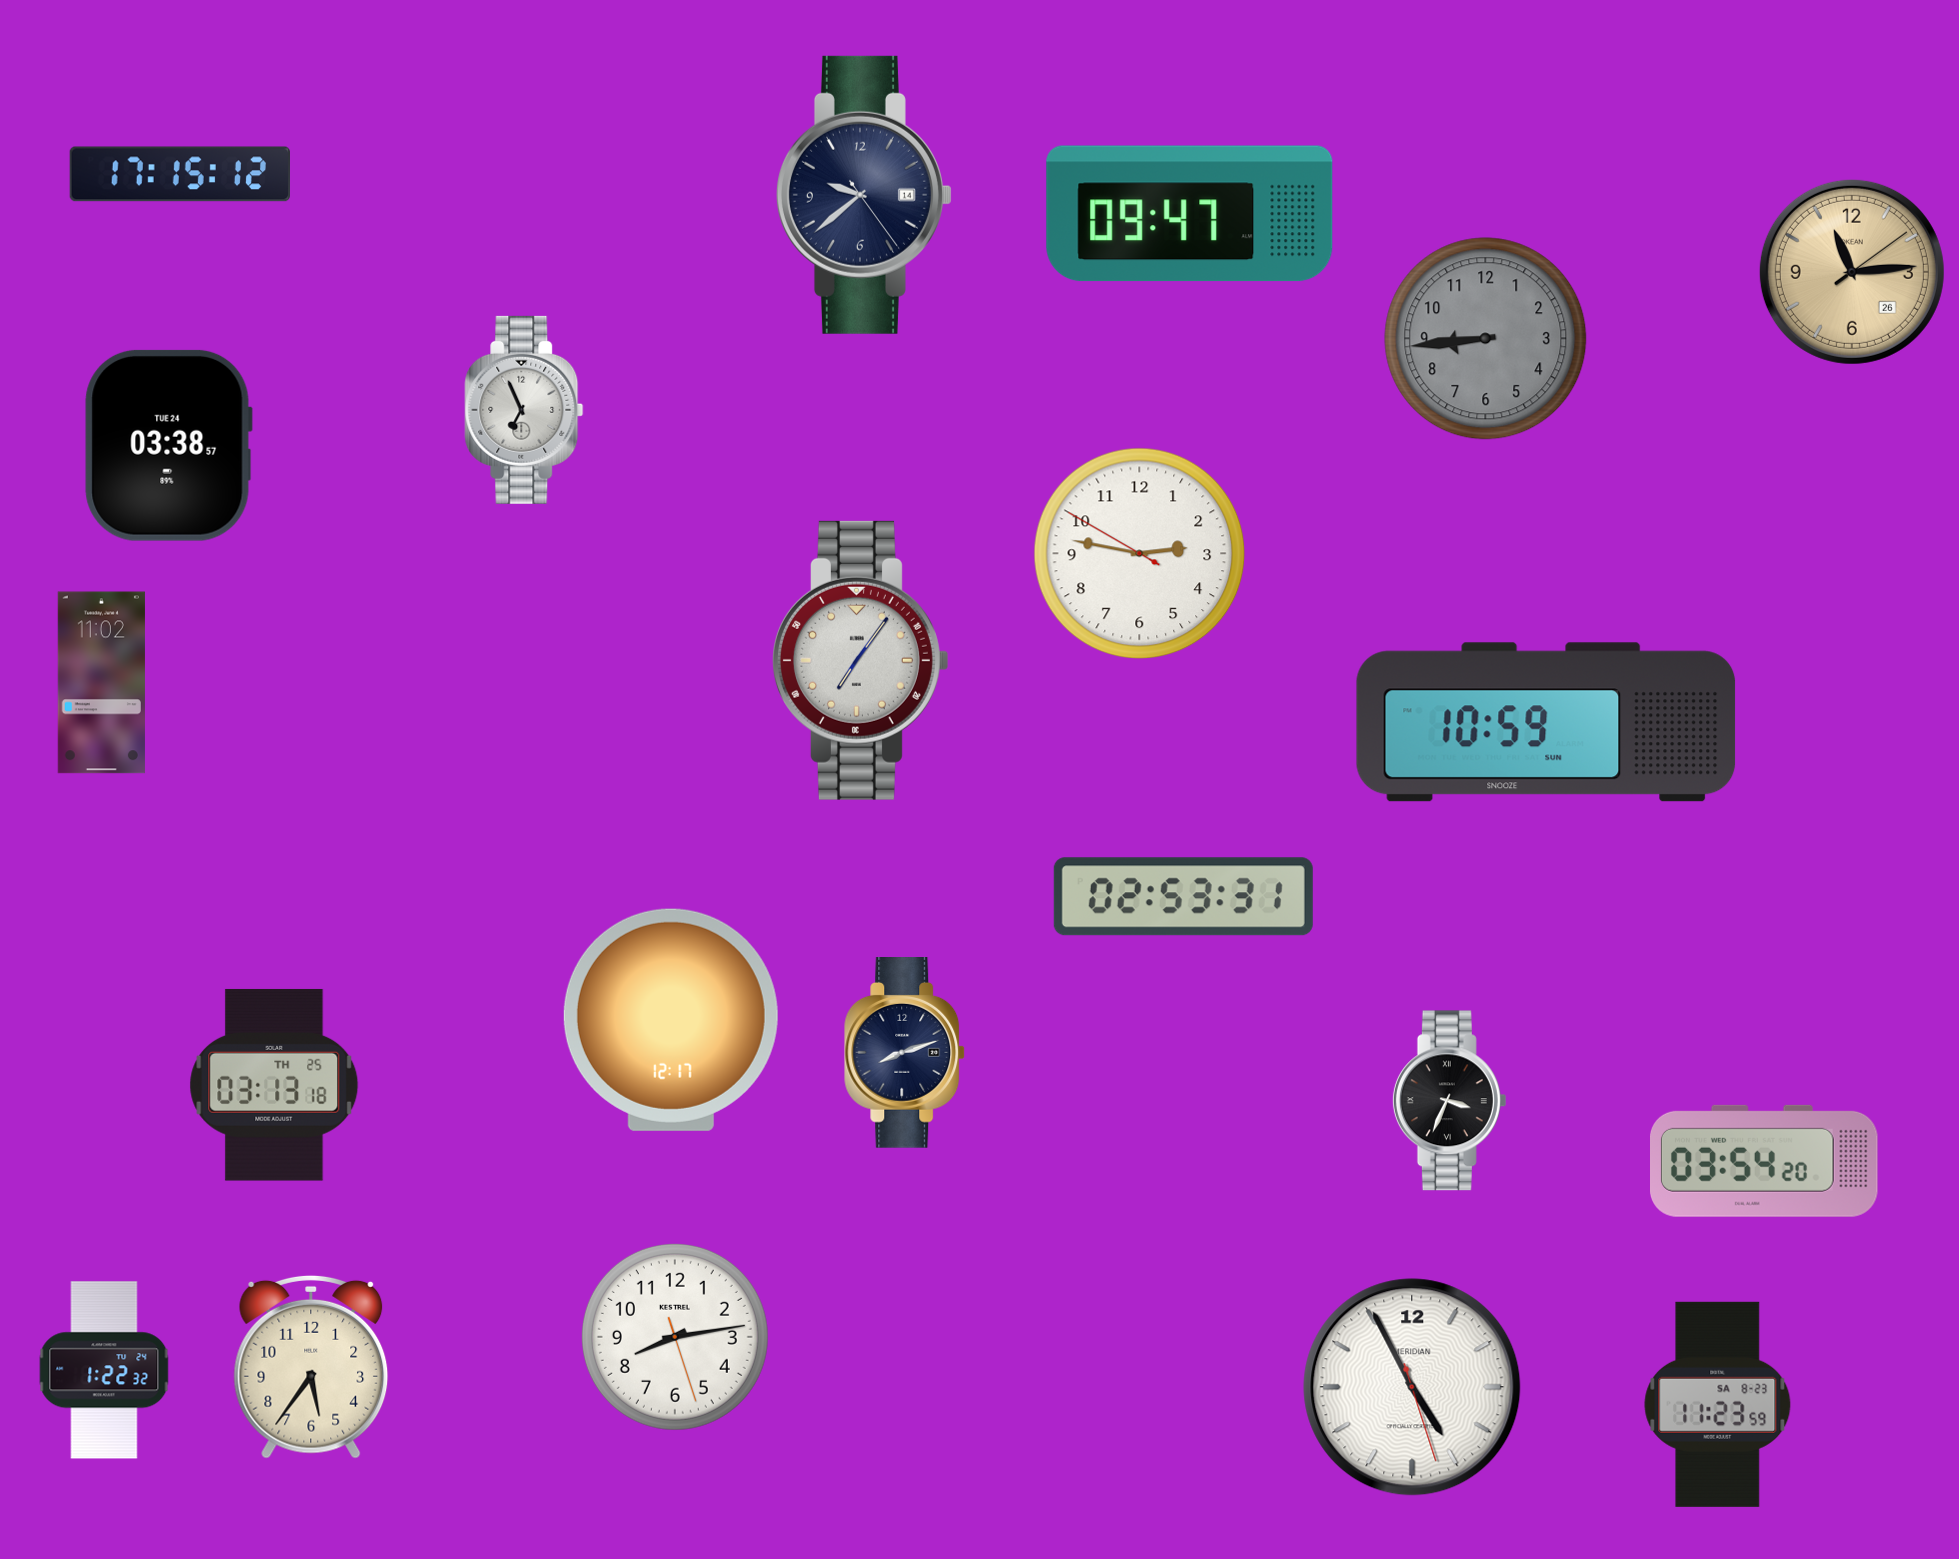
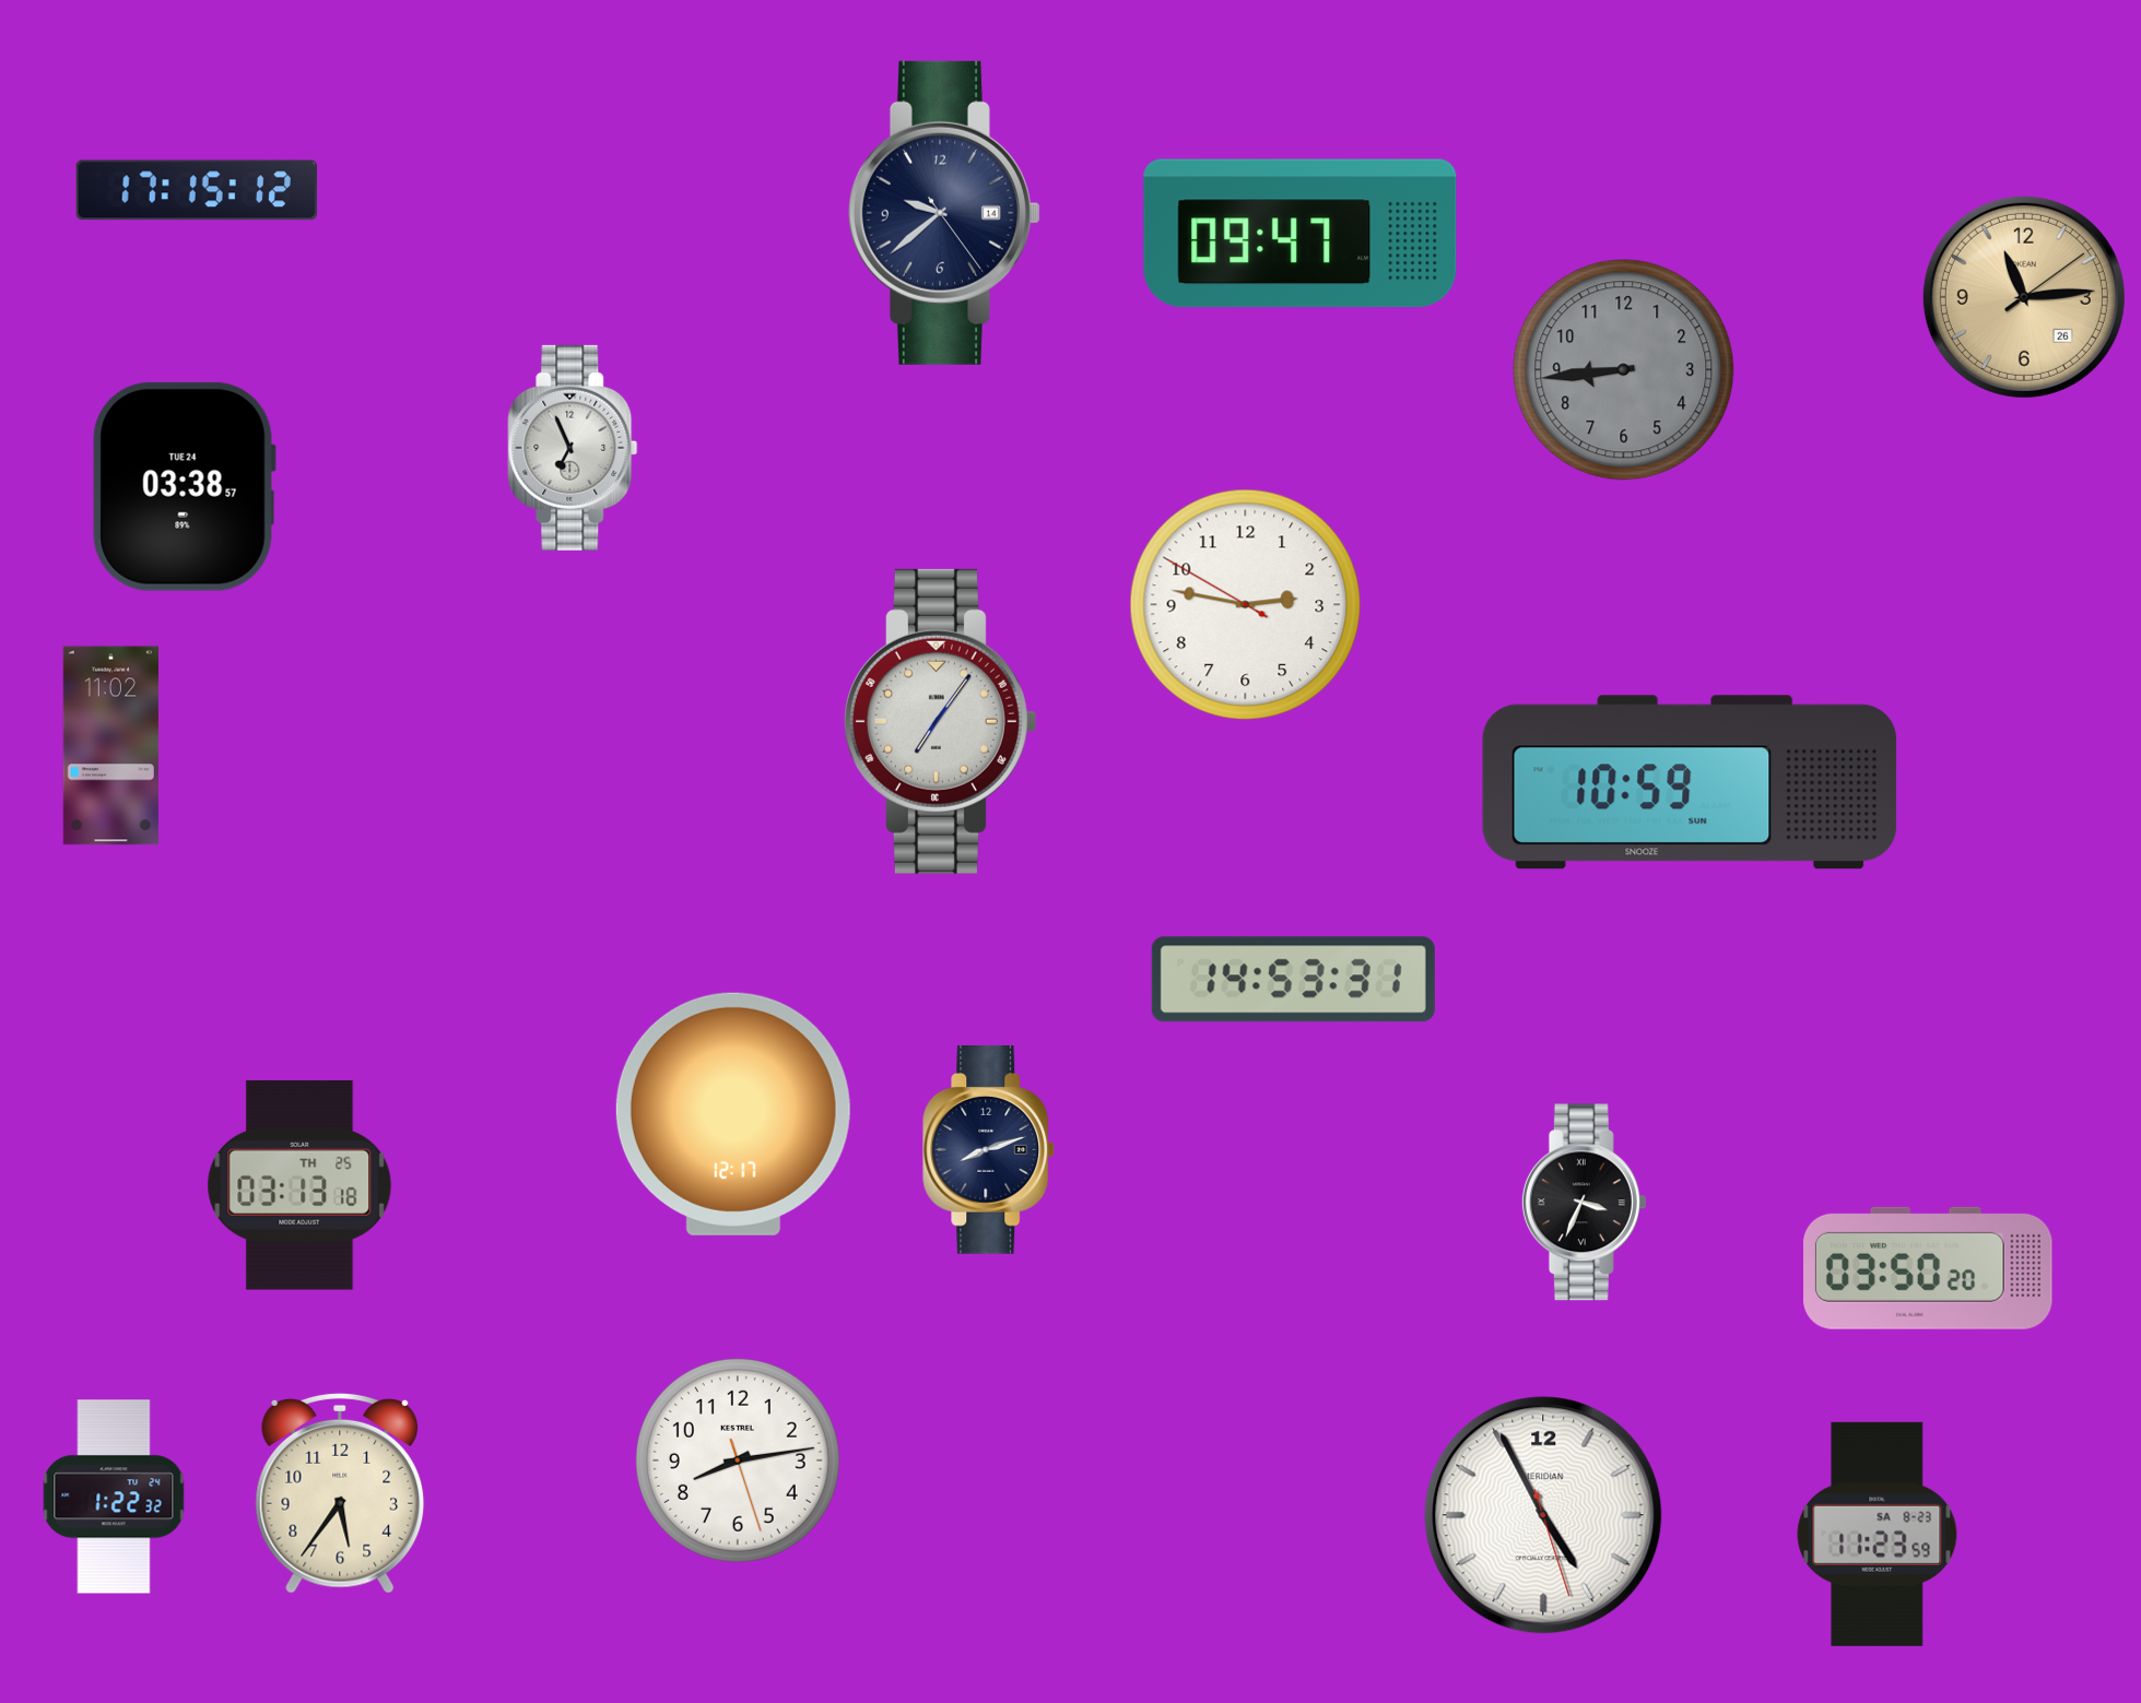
clock at (1546, 722) position: (1546, 722) -> (1690, 782)
clock at (1183, 897): 02:53 -> 14:53
clock at (1765, 1161): 03:54 -> 03:50
